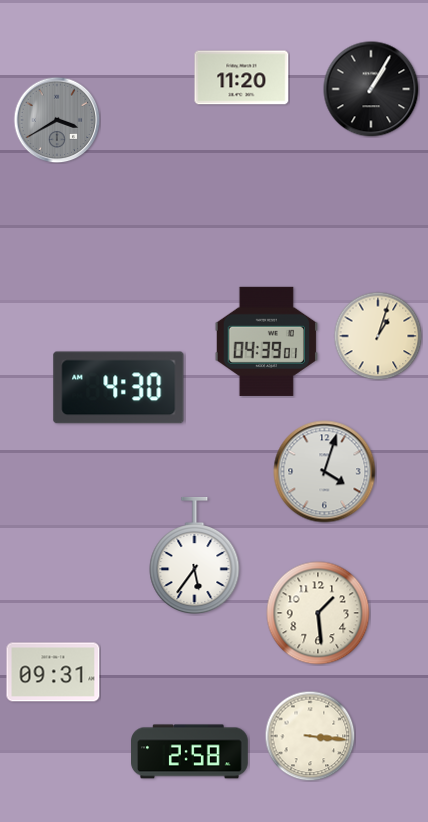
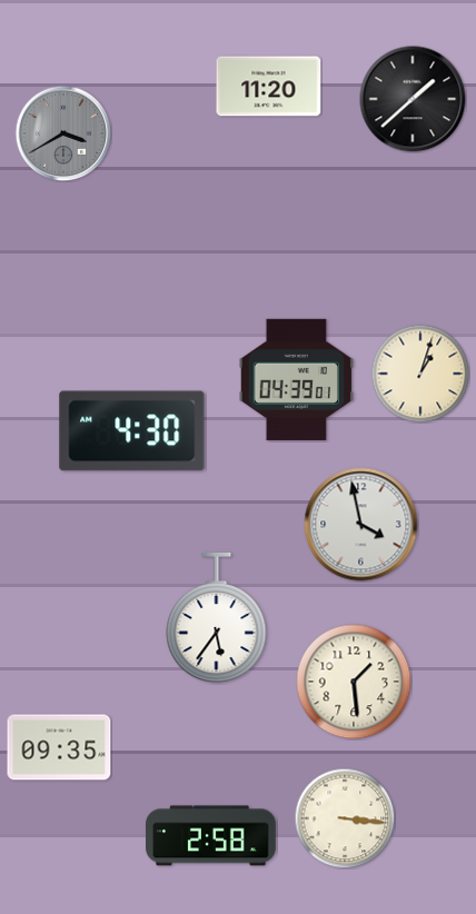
clock at (371, 89): 1:05 -> 1:38
clock at (325, 472): 4:03 -> 3:58
clock at (53, 672): 09:31 -> 09:35
